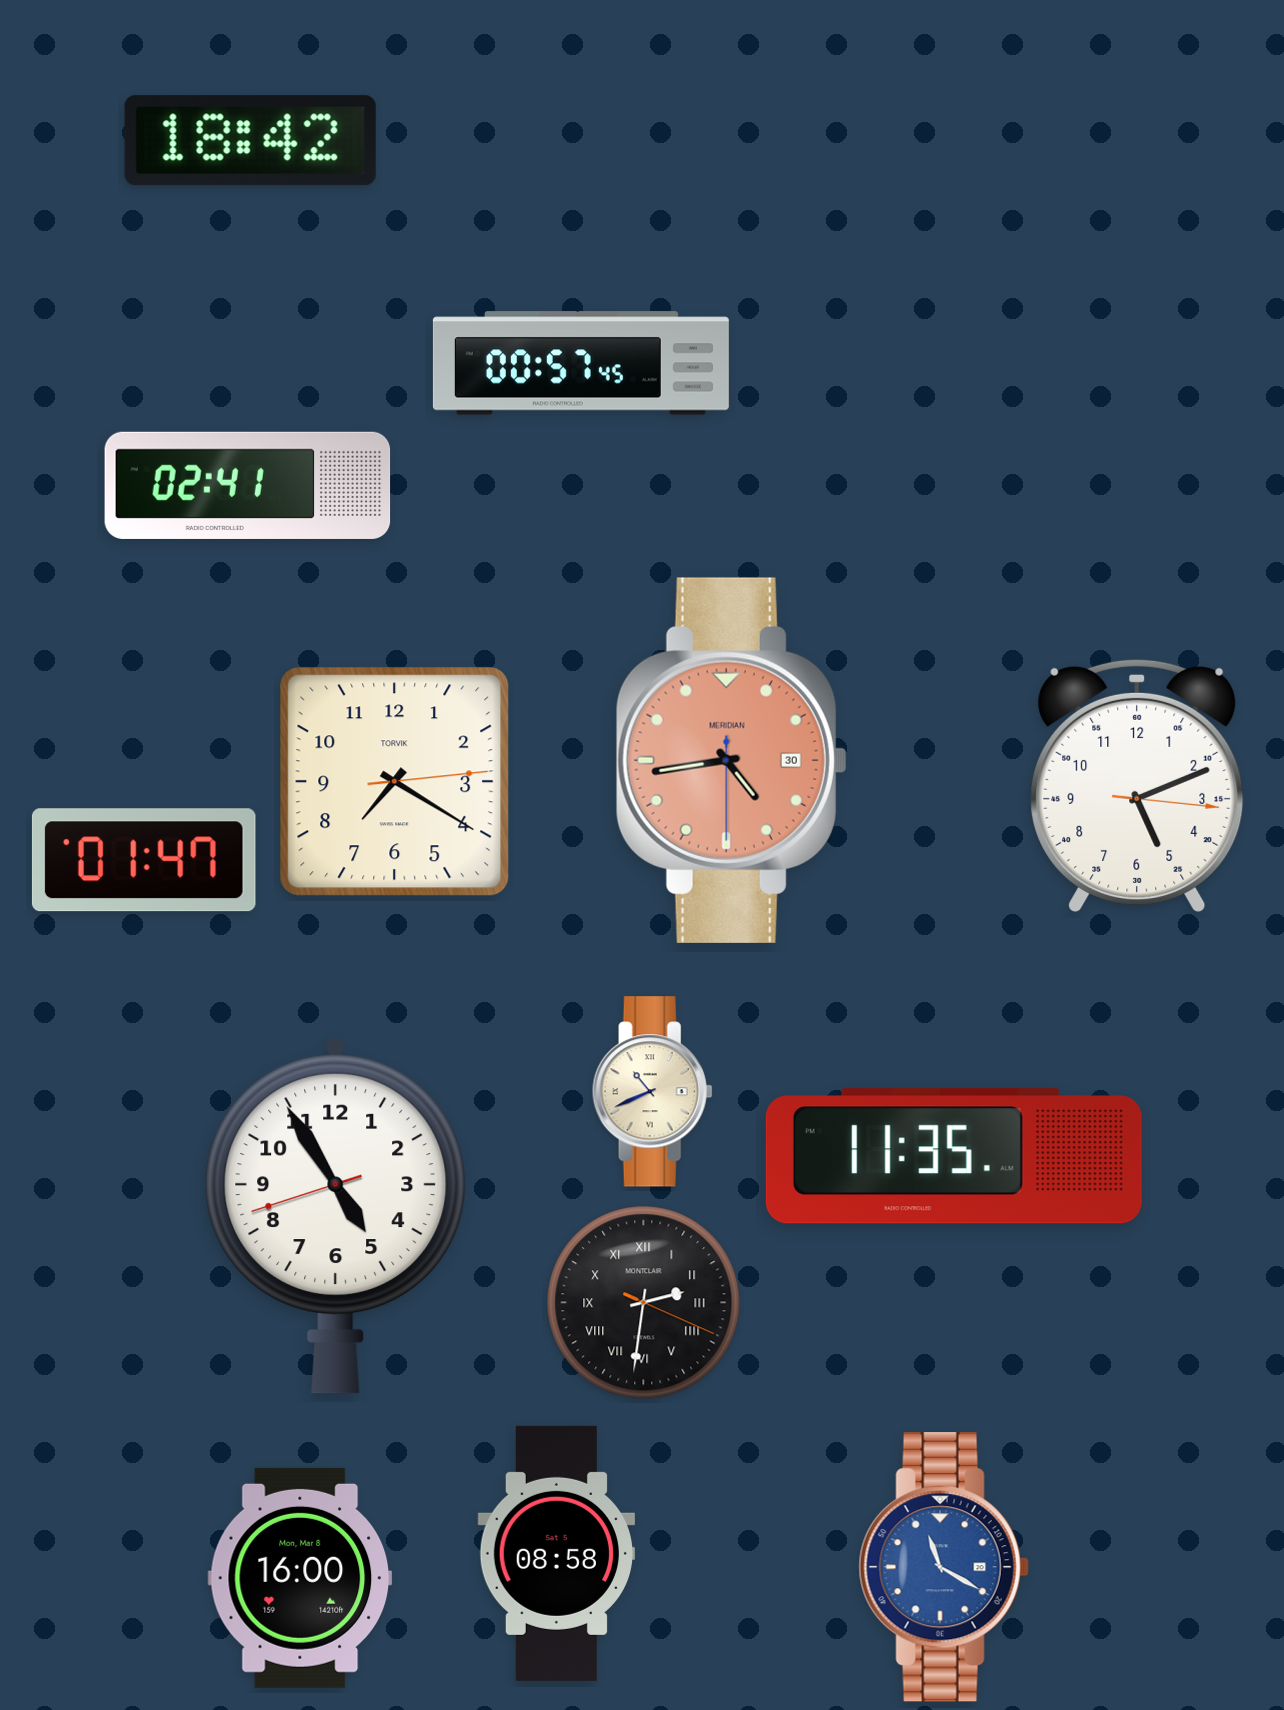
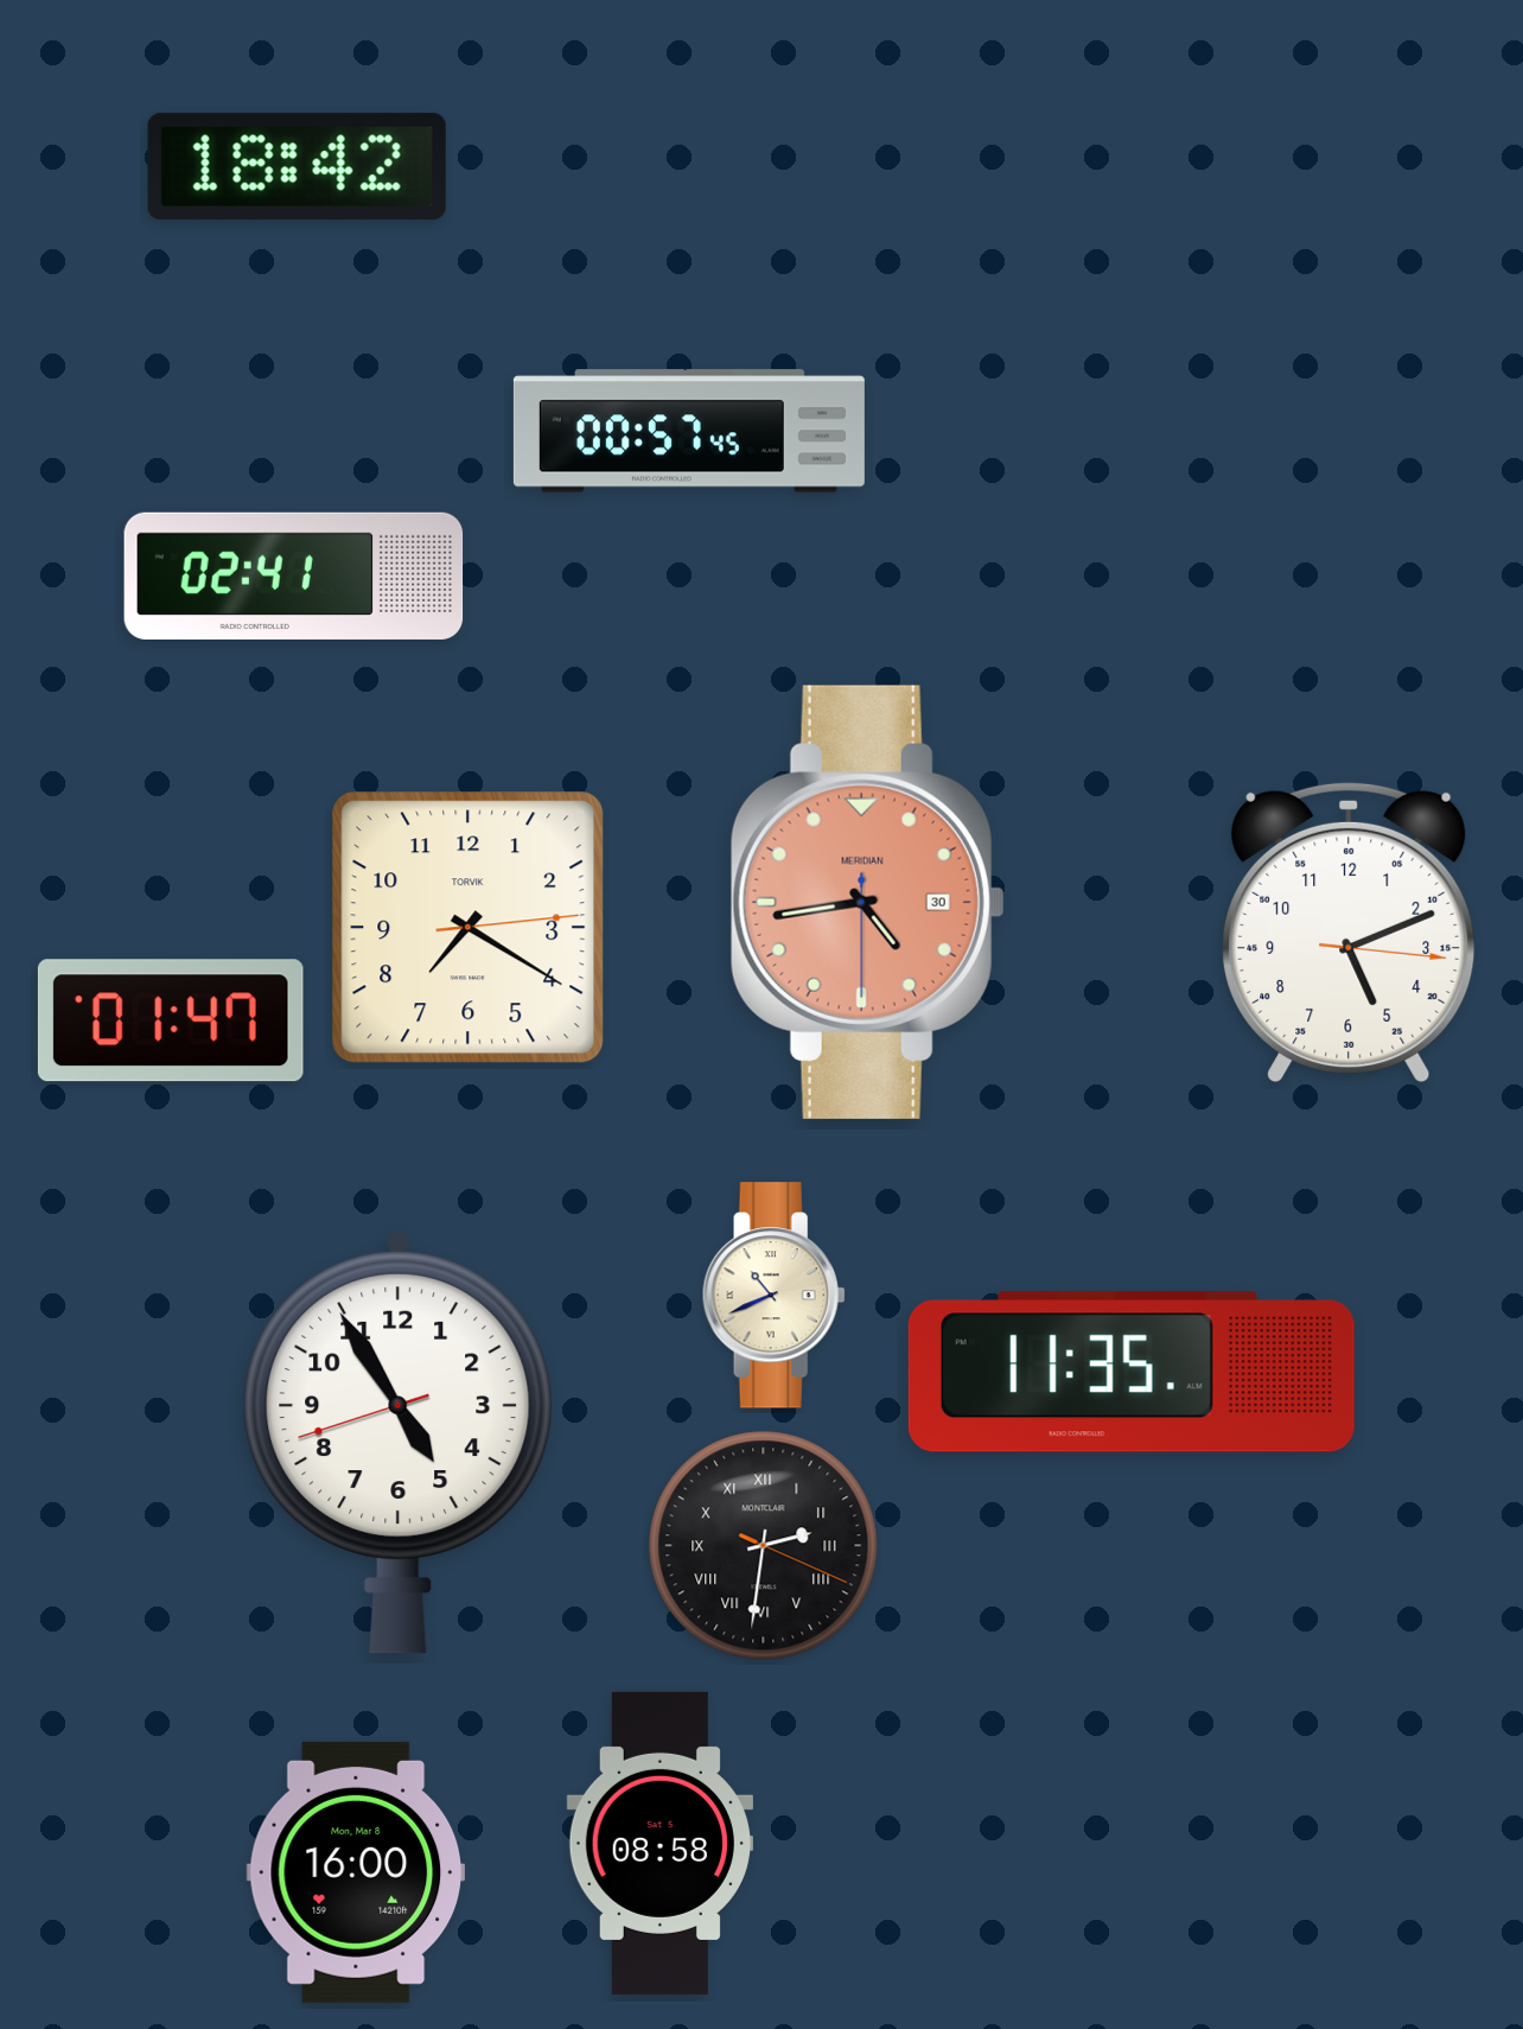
clock at (944, 1567): 11:20 -> none
